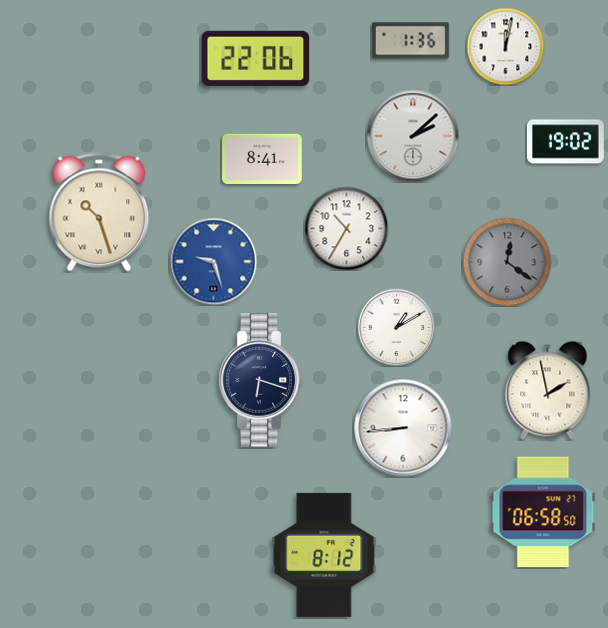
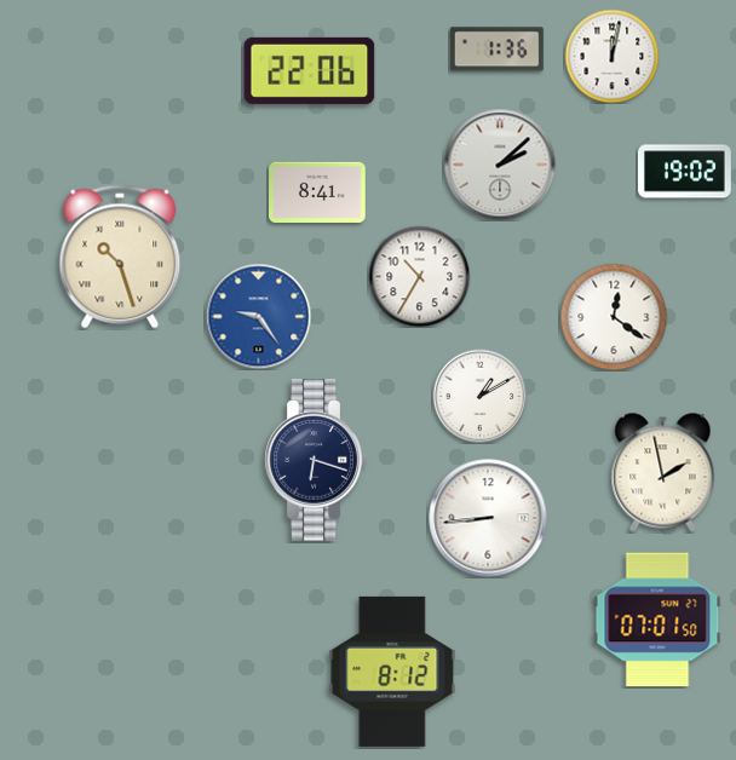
clock at (213, 261): 9:27 -> 9:24
clock at (507, 262) dial: grey -> white
clock at (543, 512): 06:58 -> 07:01
